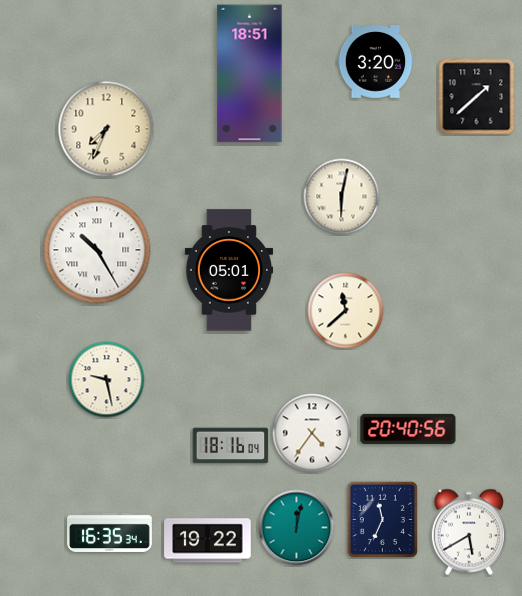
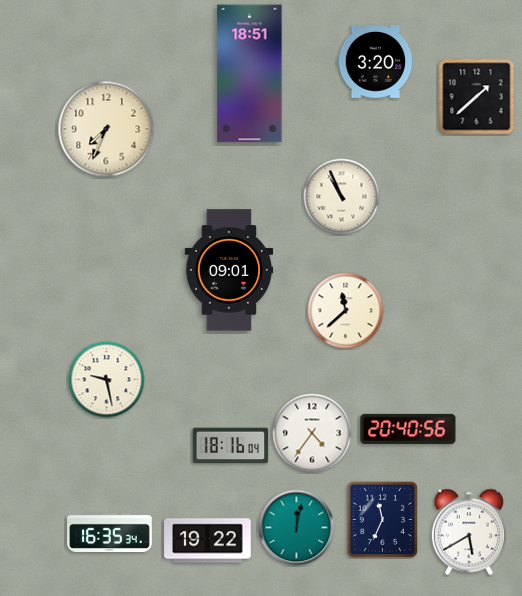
clock at (342, 197): 6:02 -> 10:56
clock at (97, 250): 10:25 -> none
clock at (229, 270): 05:01 -> 09:01
